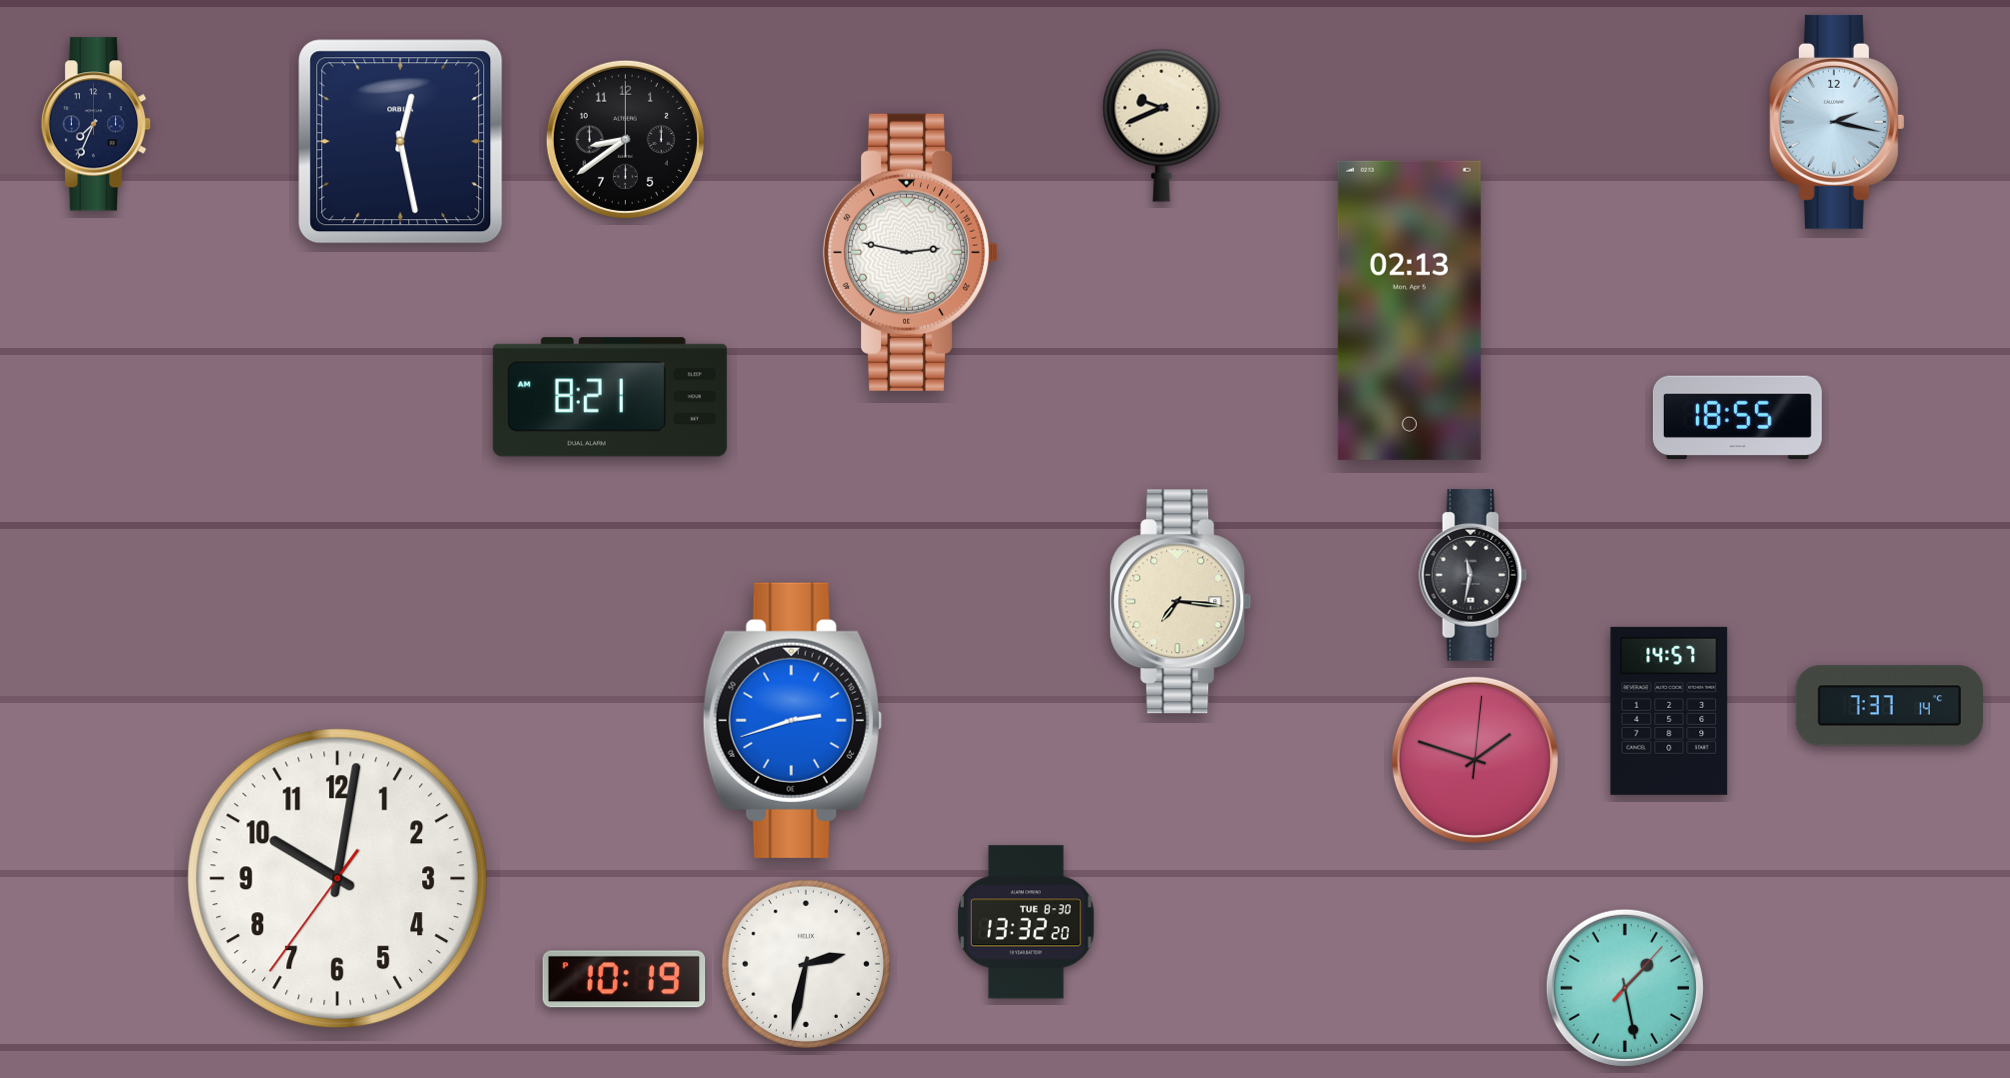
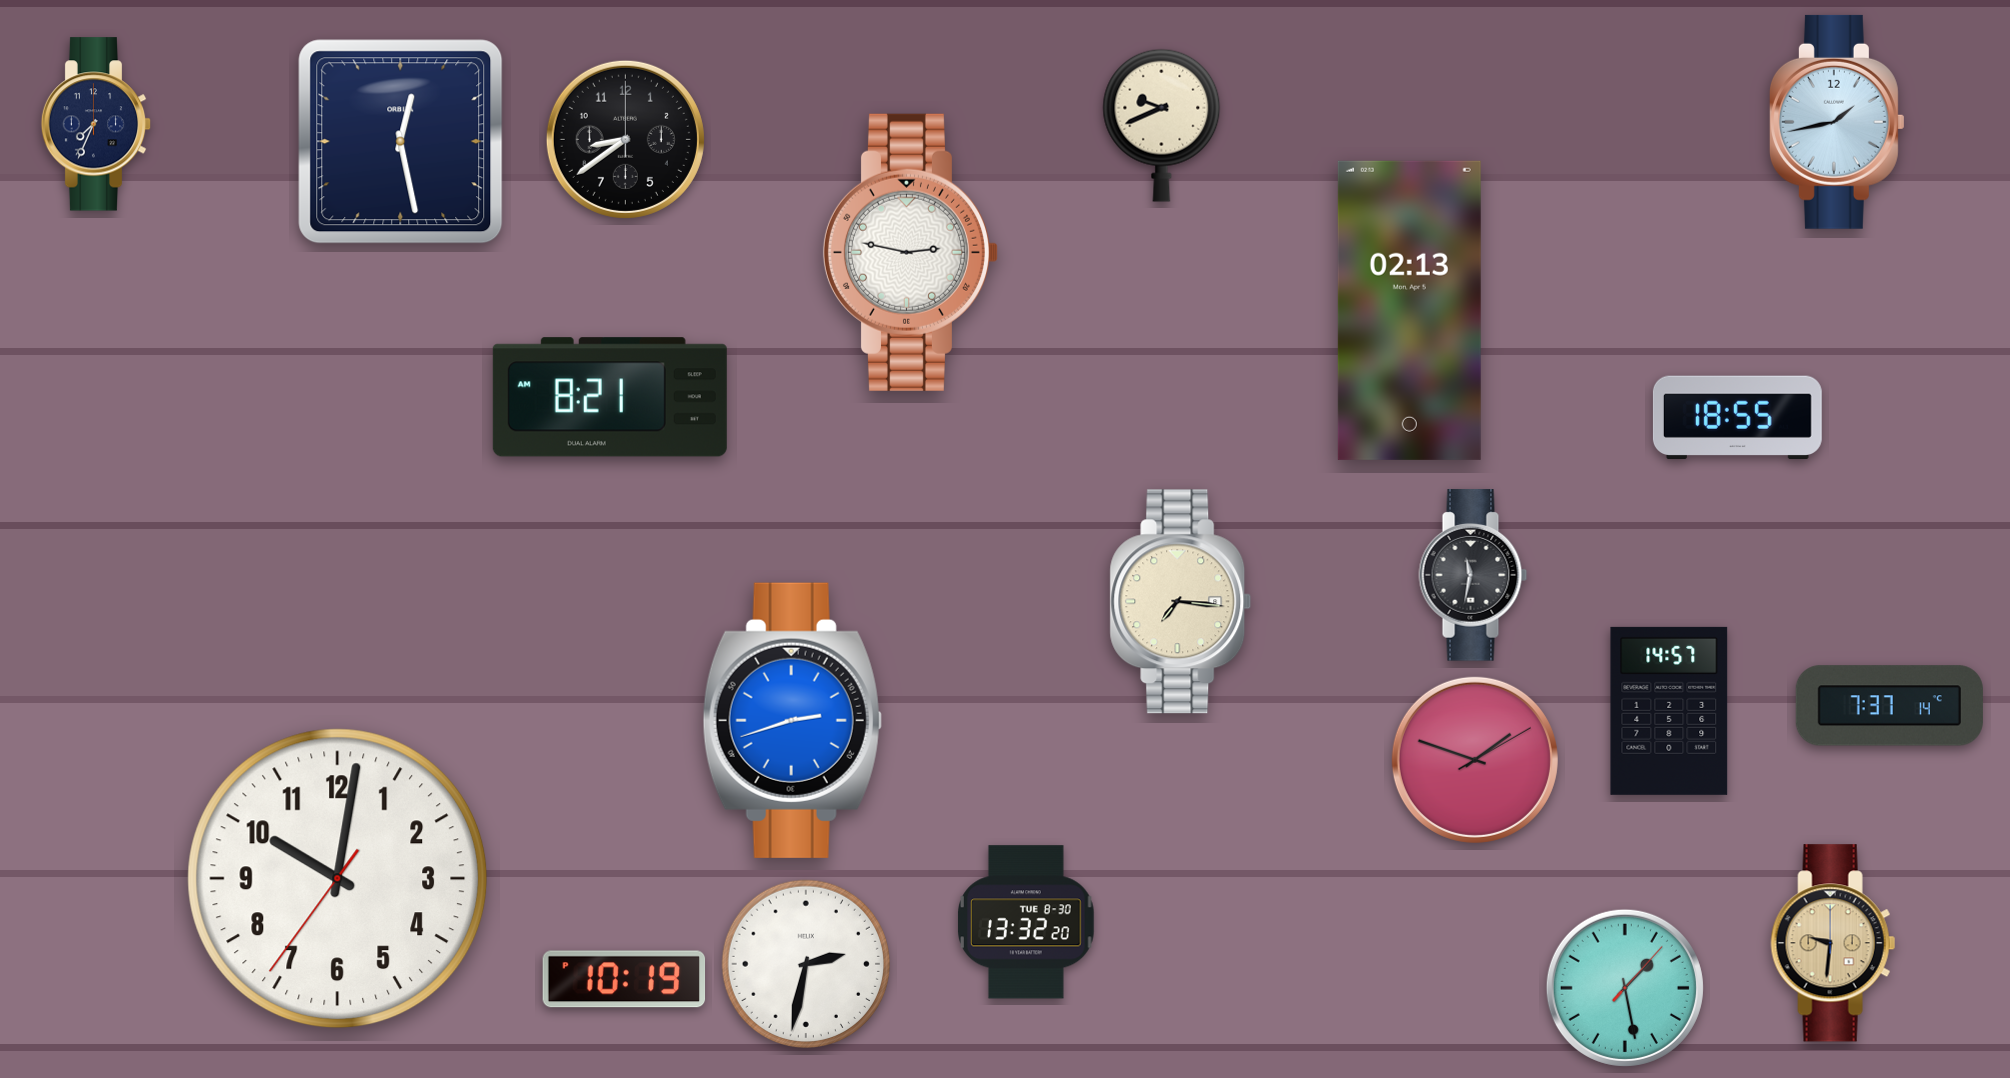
clock at (1837, 122): 2:17 -> 1:43
clock at (1475, 760): 1:48:01 -> 1:48:10
clock at (1833, 943): none -> 9:31
